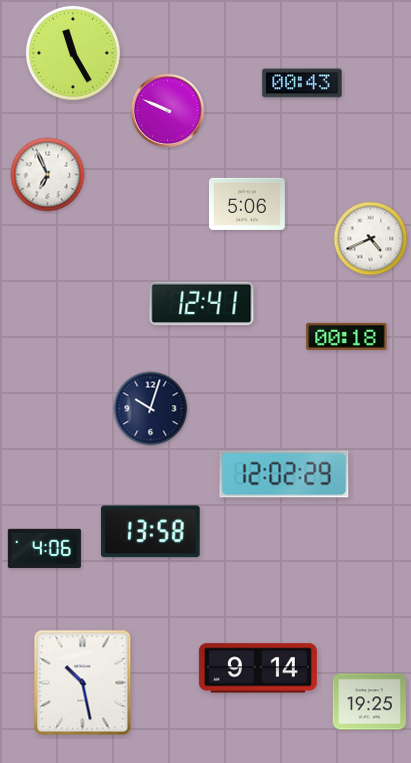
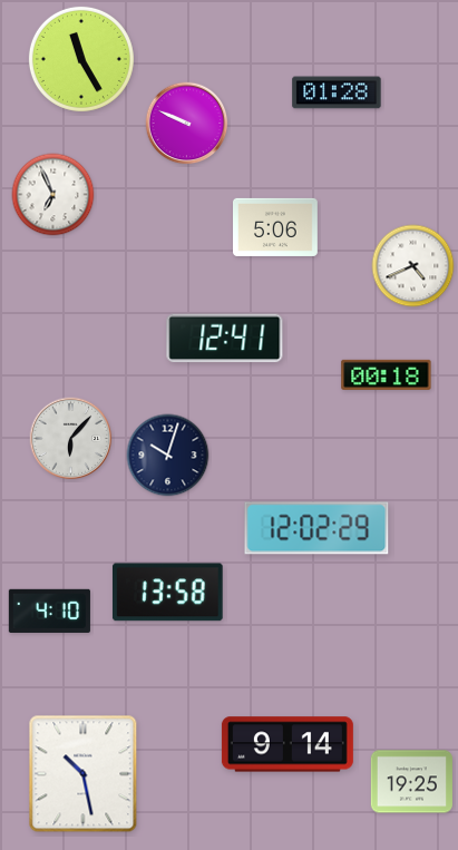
clock at (302, 83): 00:43 -> 01:28
clock at (71, 439): none -> 6:07
clock at (44, 548): 4:06 -> 4:10
clock at (83, 683) position: (83, 683) -> (84, 774)
